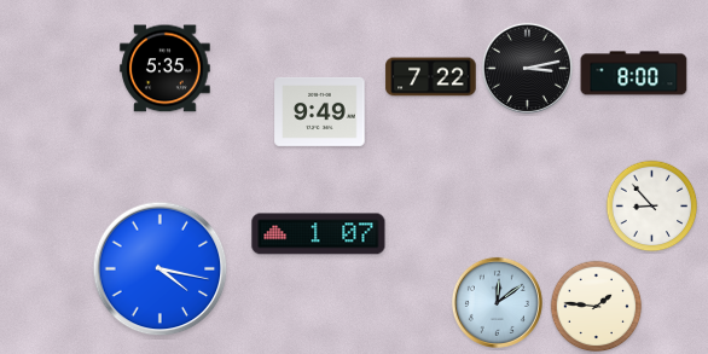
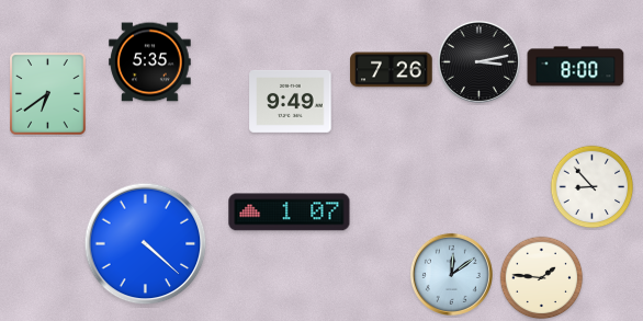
clock at (431, 77): 7:22 -> 7:26
clock at (48, 94): none -> 6:39
clock at (161, 269): 4:17 -> 4:22
